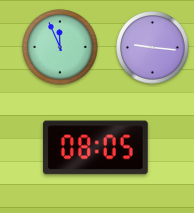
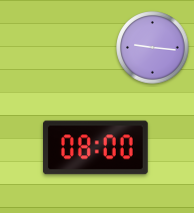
clock at (60, 47): 11:56 -> none
clock at (96, 148): 08:05 -> 08:00
